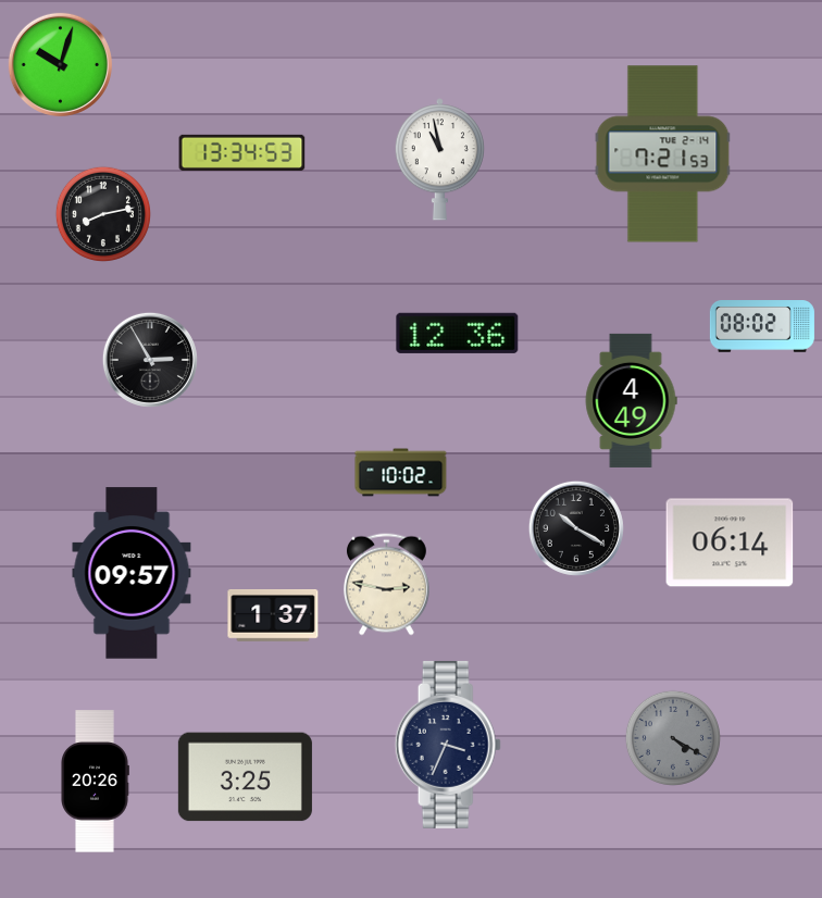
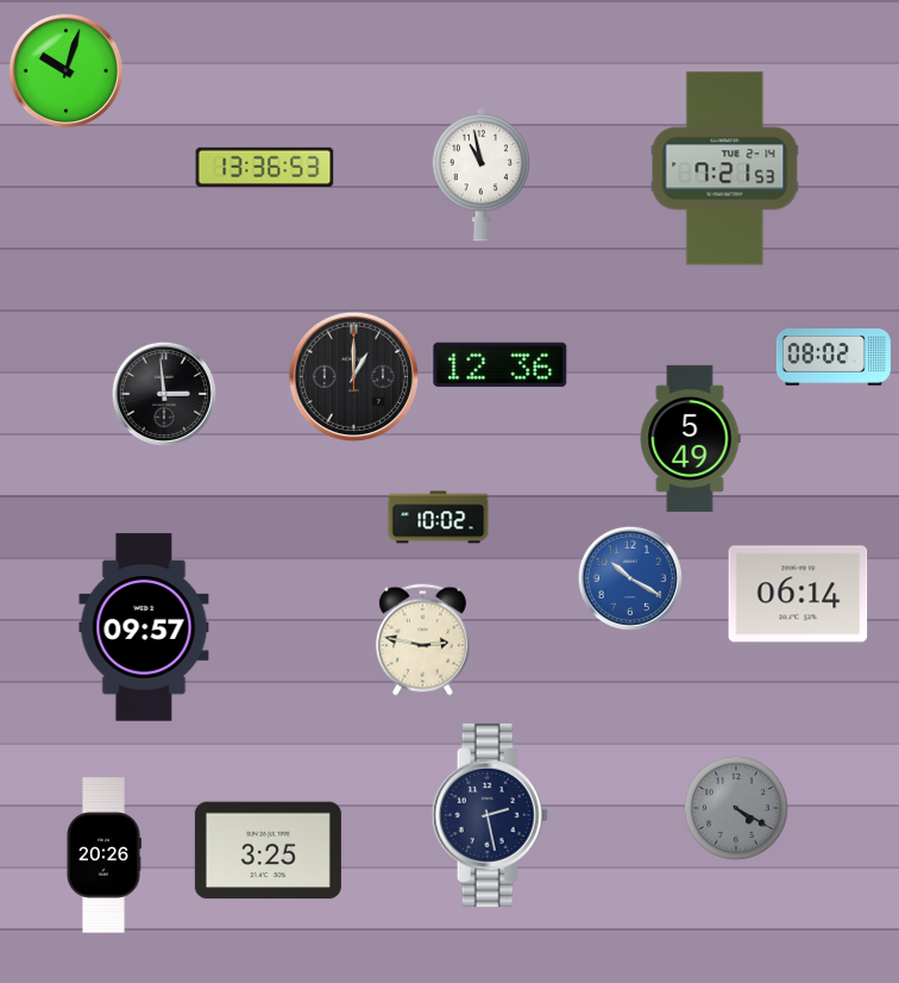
clock at (242, 152): 13:34 -> 13:36
clock at (103, 214): 8:13 -> none
clock at (354, 377): none -> 1:00
clock at (150, 360): 2:55 -> 2:59
clock at (631, 400): 4:49 -> 5:49
clock at (576, 528) dial: black -> blue
clock at (273, 616): 1:37 -> none
clock at (448, 745): 3:34 -> 2:28
